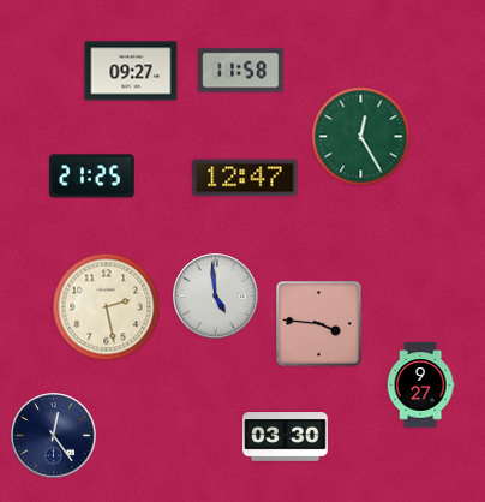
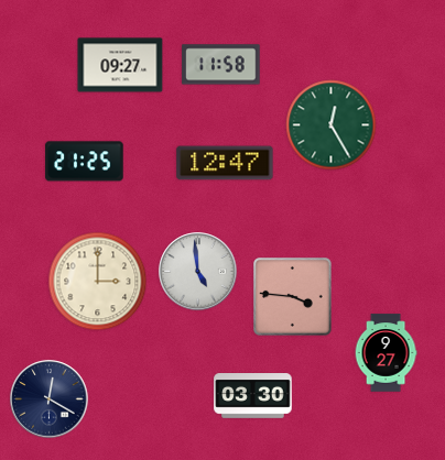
clock at (107, 307): 2:28 -> 3:00
clock at (54, 436): 12:24 -> 12:20
clock at (286, 437) position: (286, 437) -> (253, 396)
